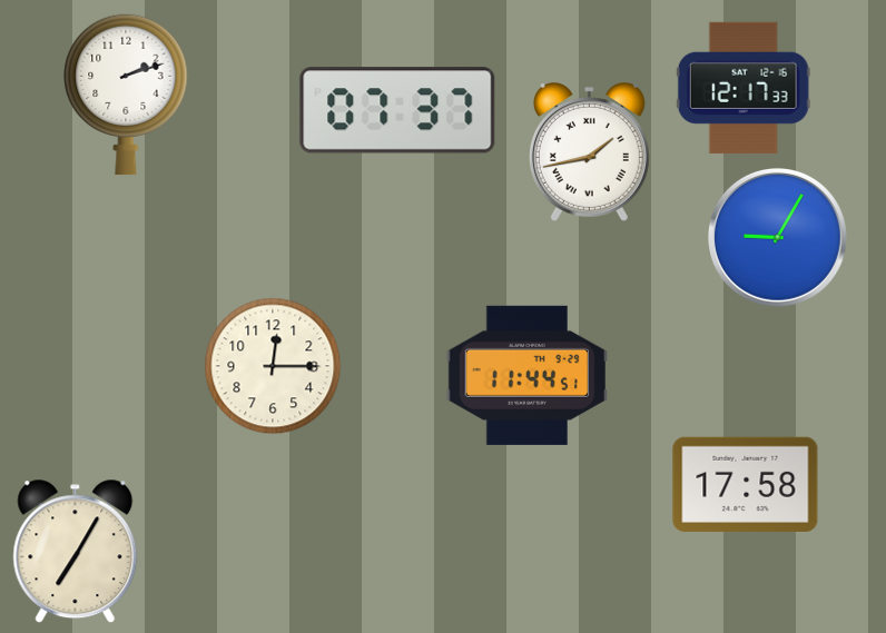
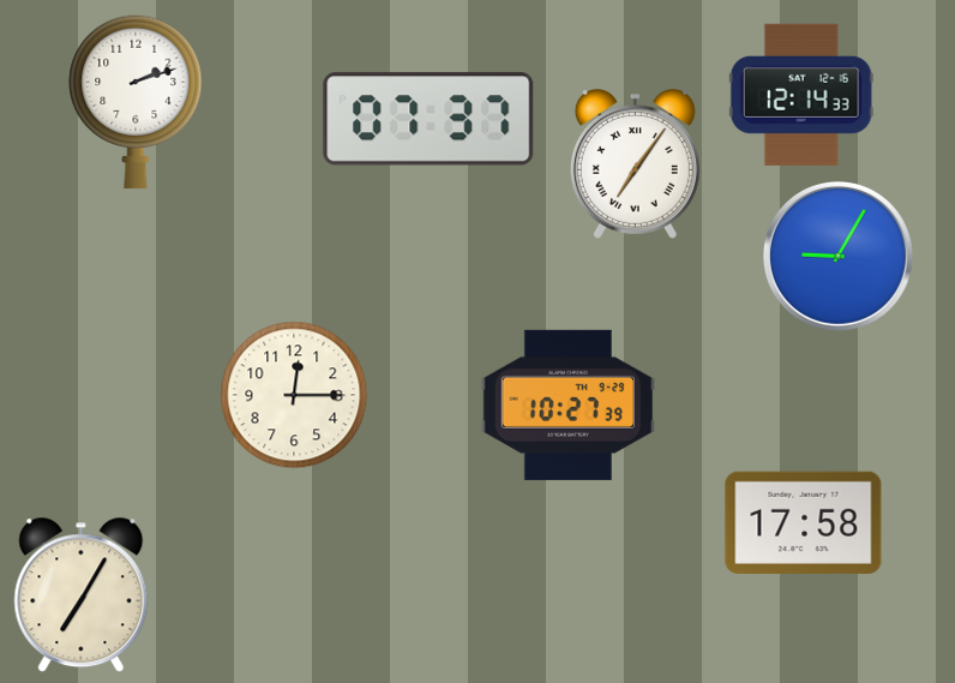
clock at (744, 88): 12:17 -> 12:14
clock at (589, 152): 1:43 -> 7:06
clock at (526, 375): 11:44 -> 10:27
